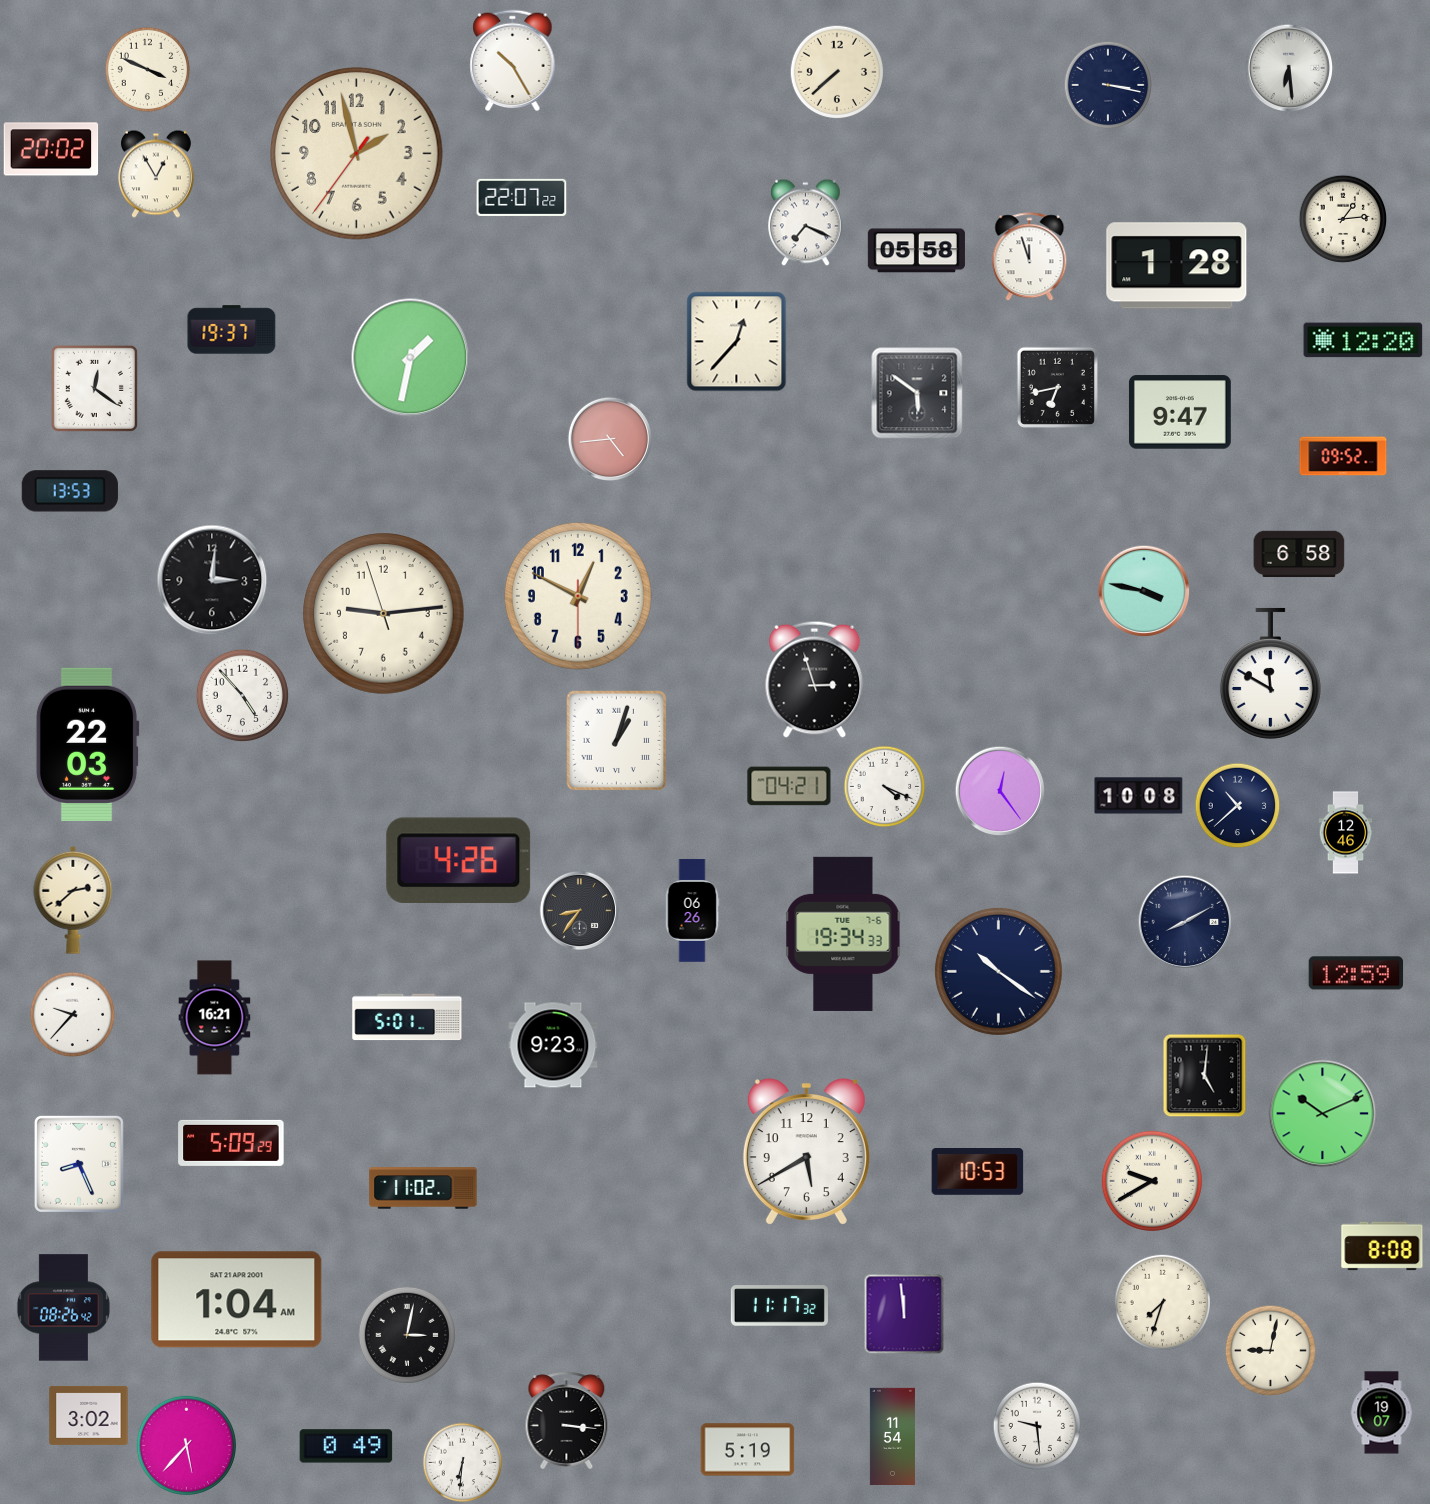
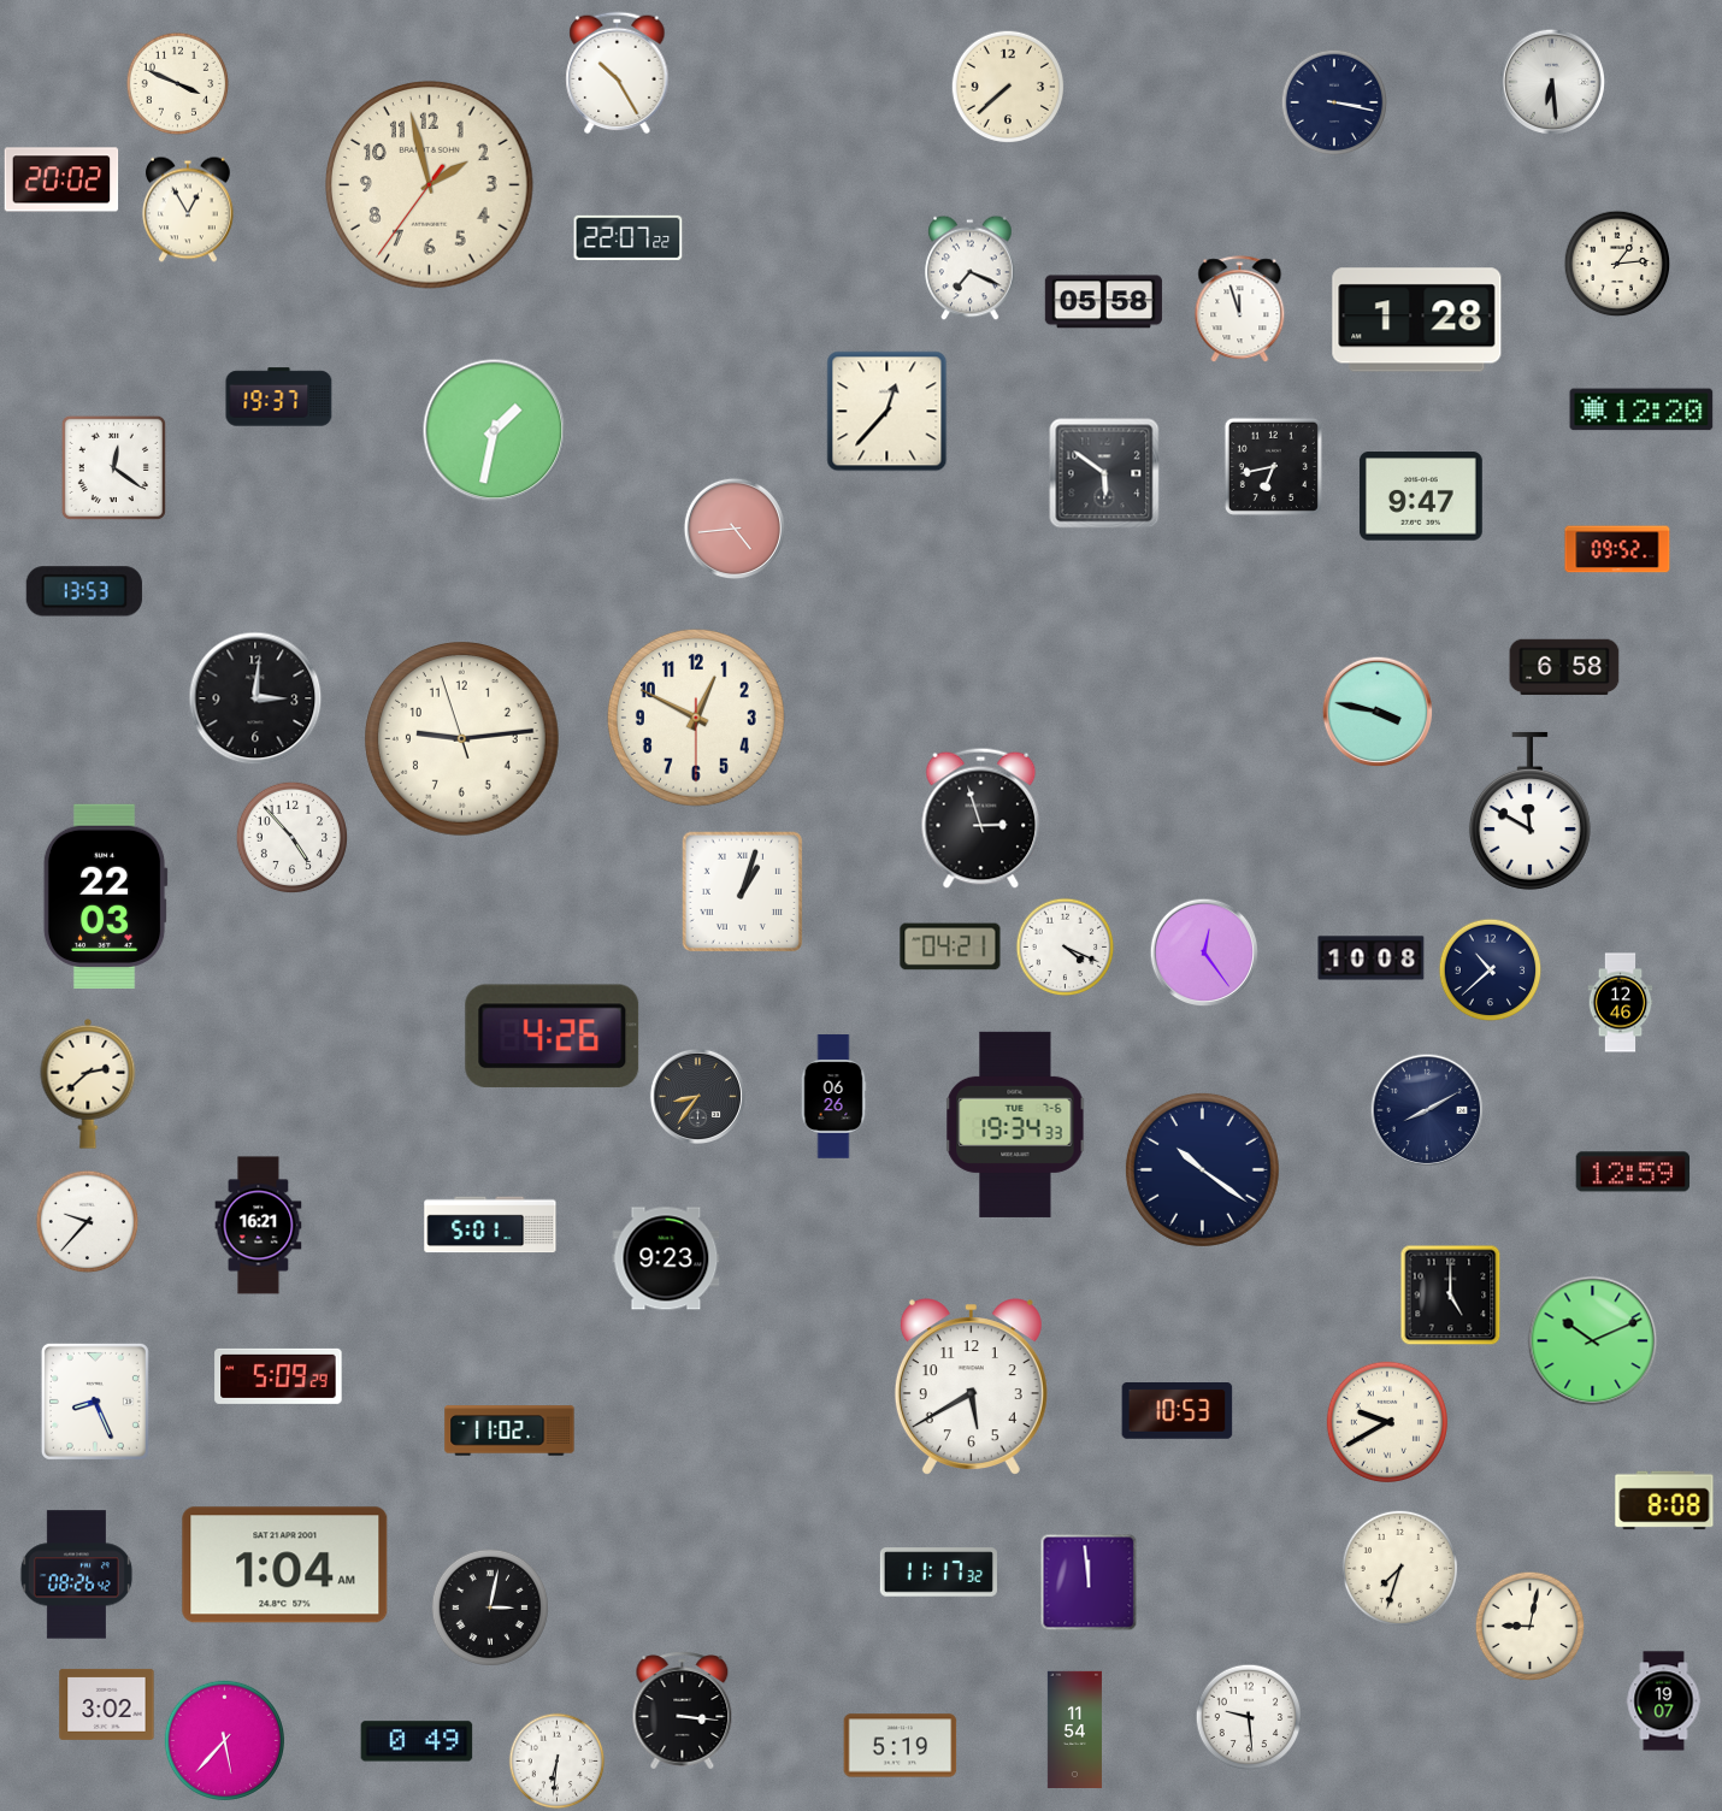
clock at (1205, 1076): 5:01 -> 5:00
